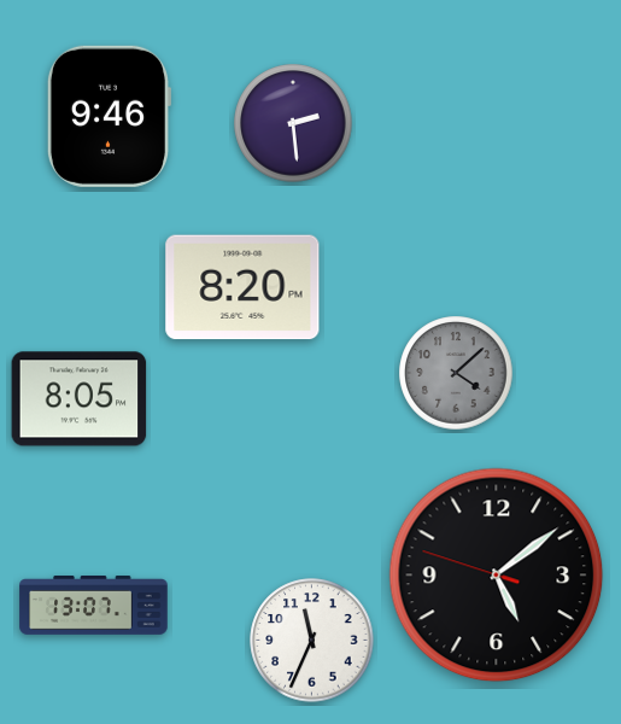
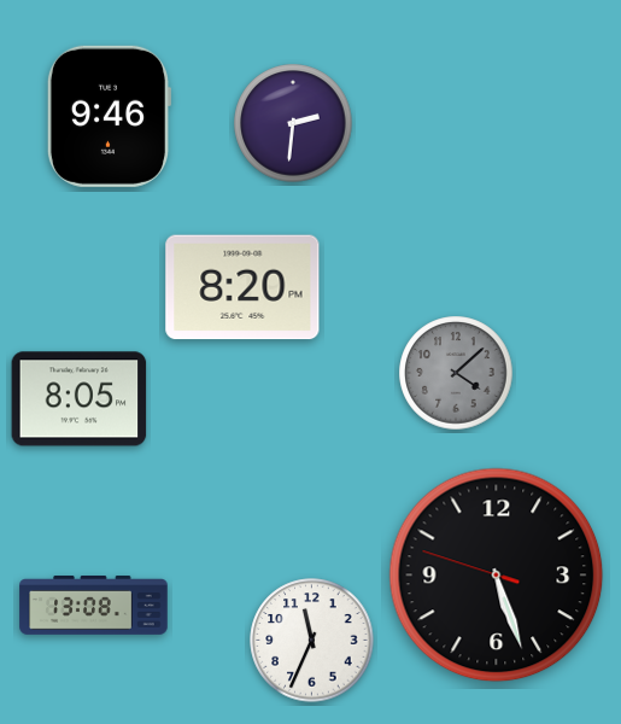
clock at (293, 123): 2:29 -> 2:31
clock at (497, 576): 5:08 -> 5:26
clock at (94, 606): 13:07 -> 13:08
